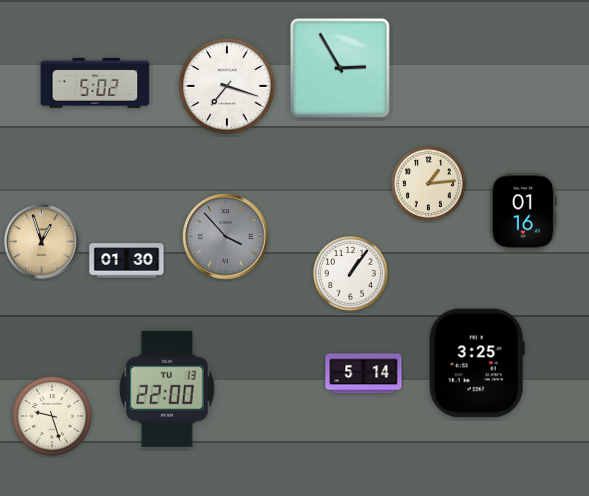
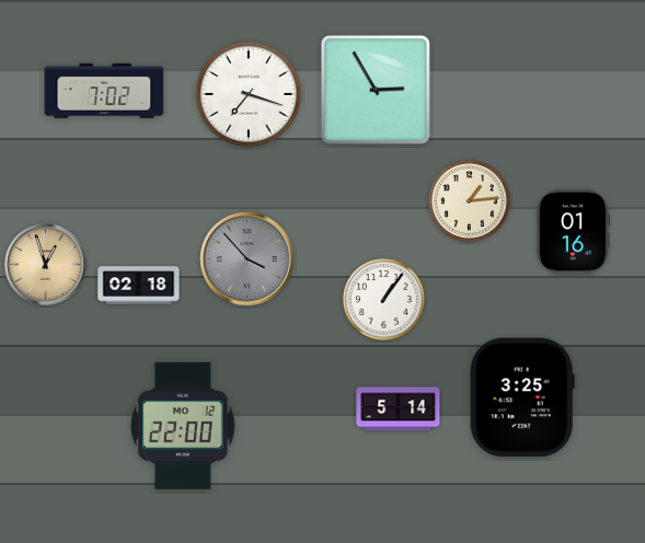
clock at (340, 68) position: (340, 68) -> (376, 90)
clock at (95, 83): 5:02 -> 7:02
clock at (127, 261): 01:30 -> 02:18
clock at (168, 389) date: TU 13 -> MO 12
clock at (52, 416): 9:27 -> none
